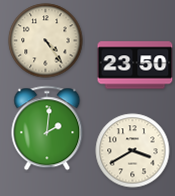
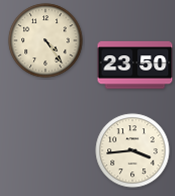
clock at (47, 128): 2:01 -> none
clock at (133, 151): 3:40 -> 3:44
